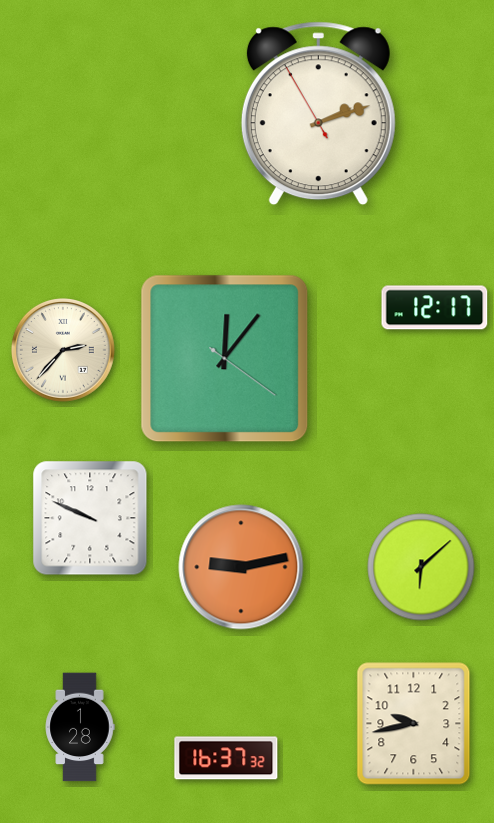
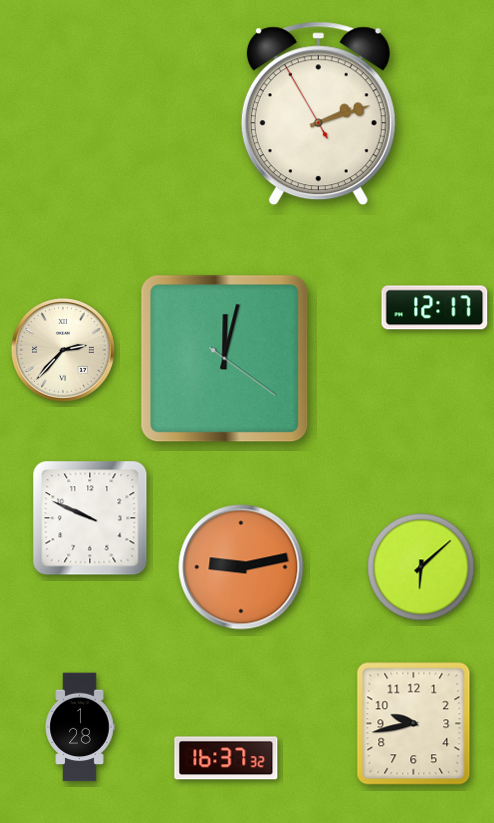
clock at (225, 359): 12:06 -> 12:02
